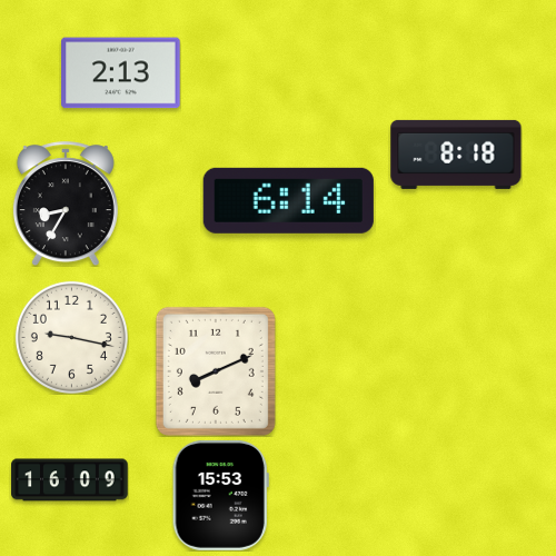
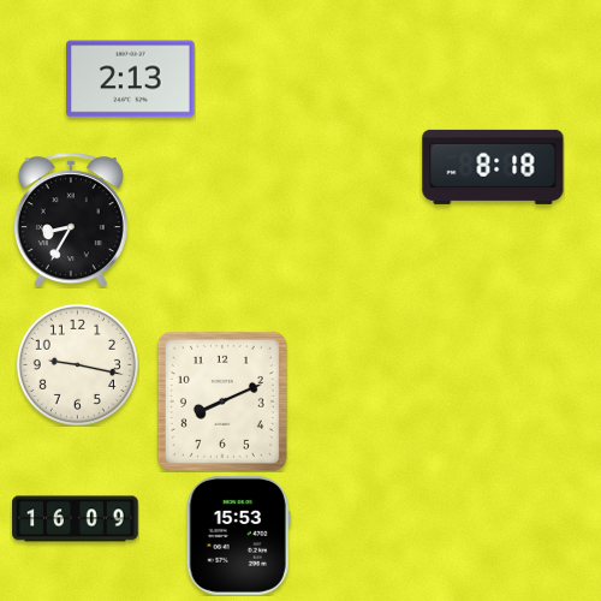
clock at (288, 200): 6:14 -> none
clock at (216, 371) position: (216, 371) -> (222, 401)
